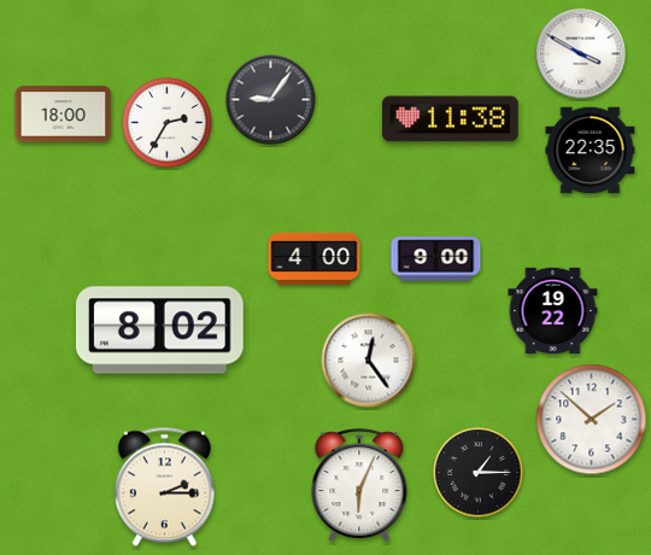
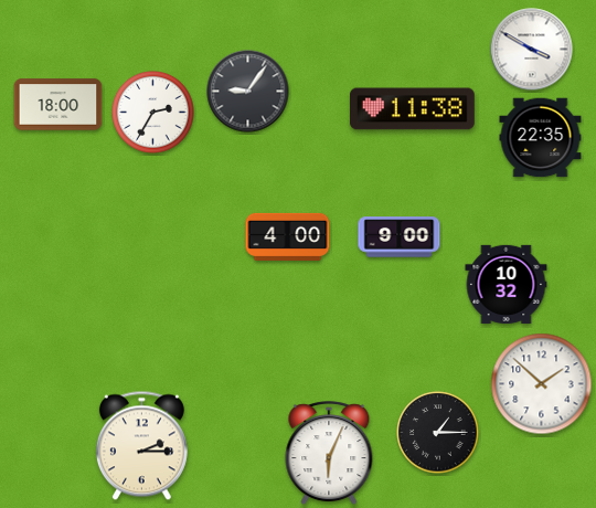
clock at (553, 310): 19:22 -> 10:32
clock at (159, 331): 8:02 -> none
clock at (369, 361): 12:24 -> none
clock at (359, 486) position: (359, 486) -> (329, 454)
clock at (164, 487) position: (164, 487) -> (141, 446)
